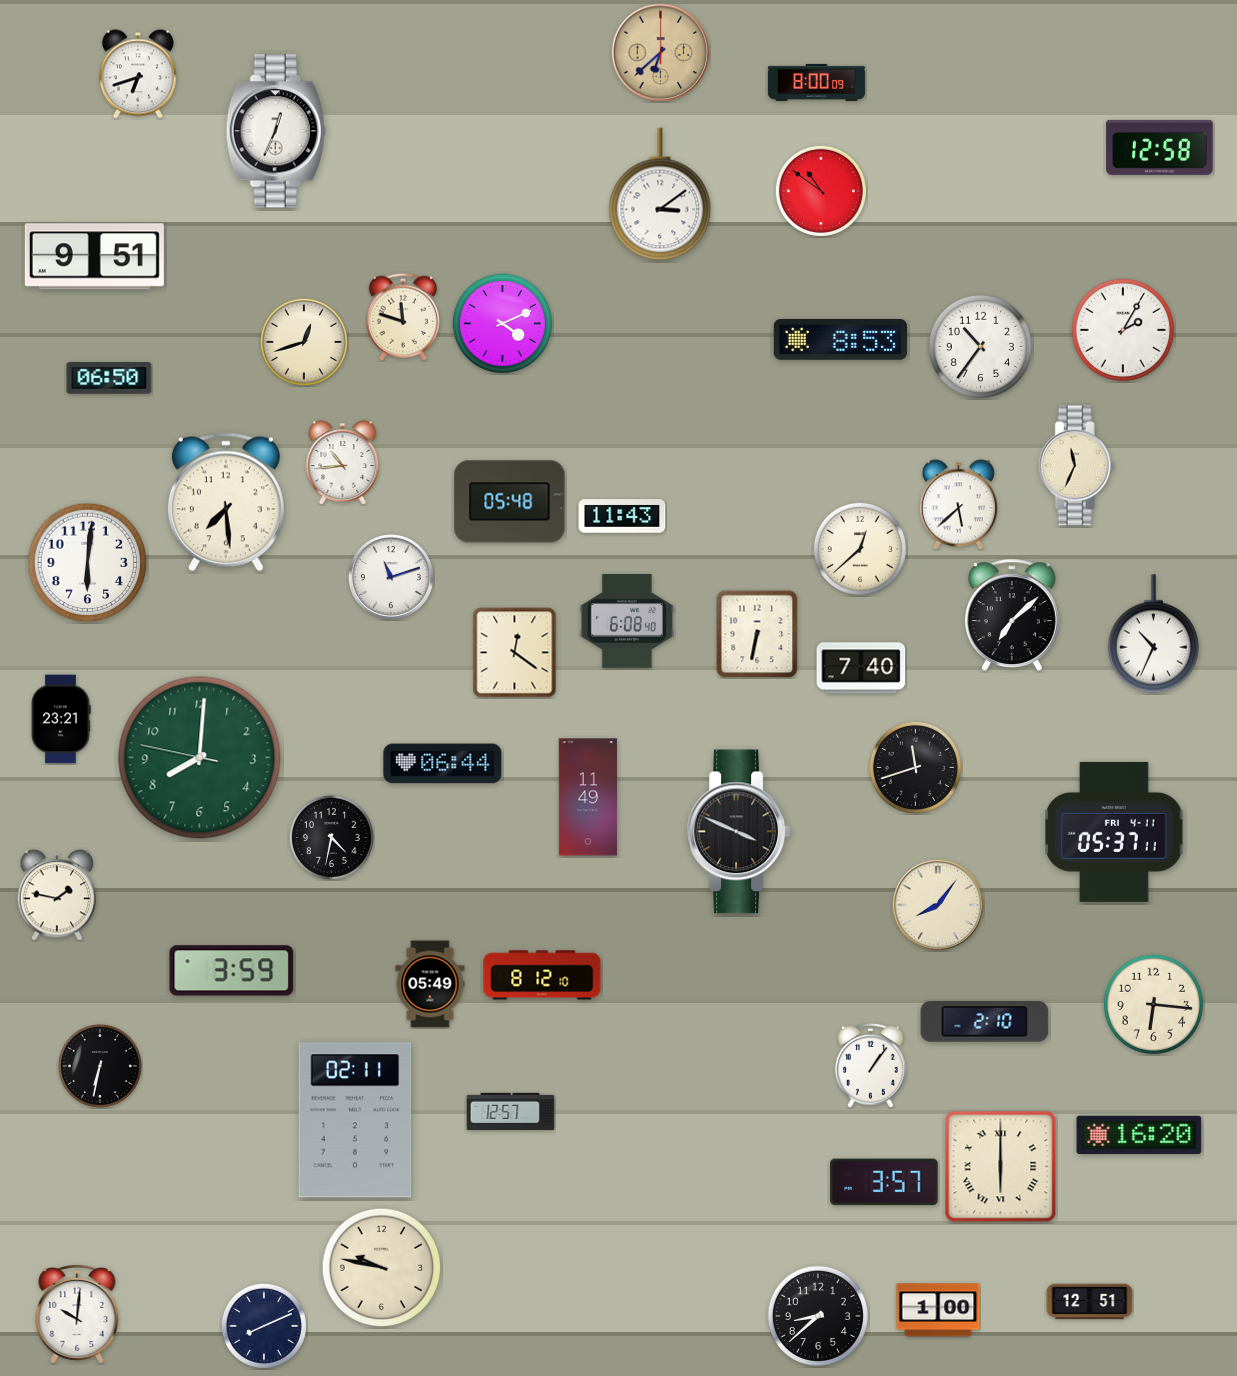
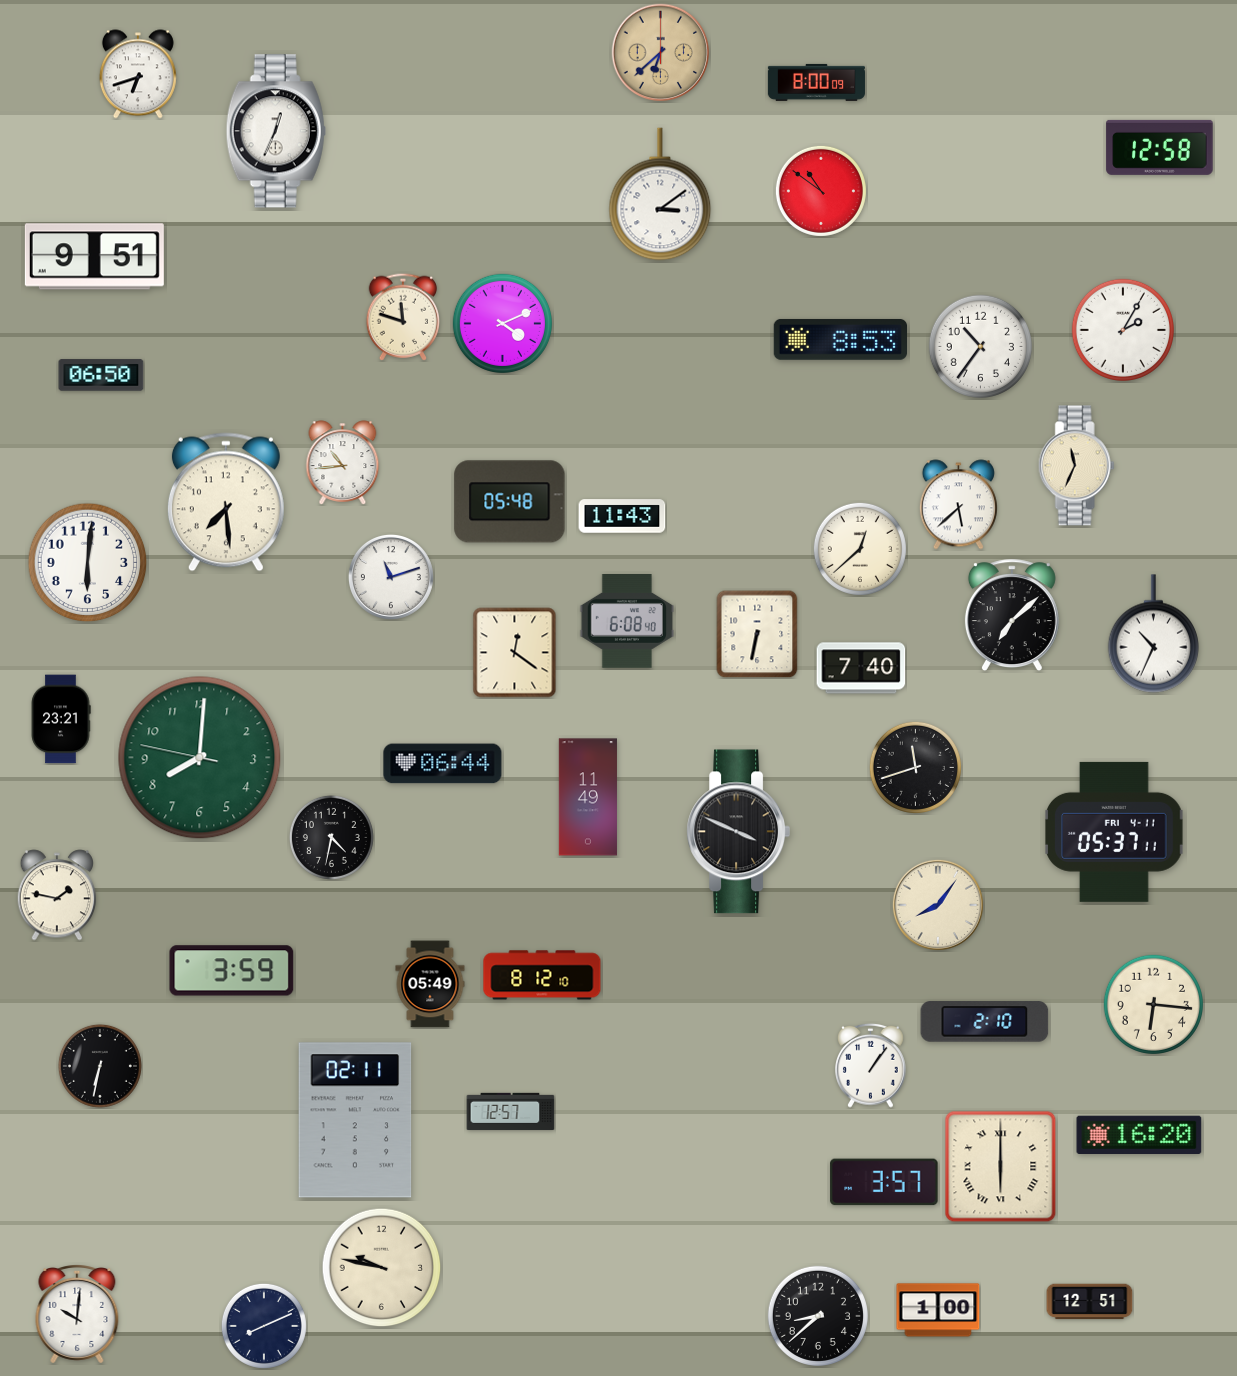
clock at (304, 342): 12:42 -> none
clock at (109, 378) position: (109, 378) -> (101, 375)
